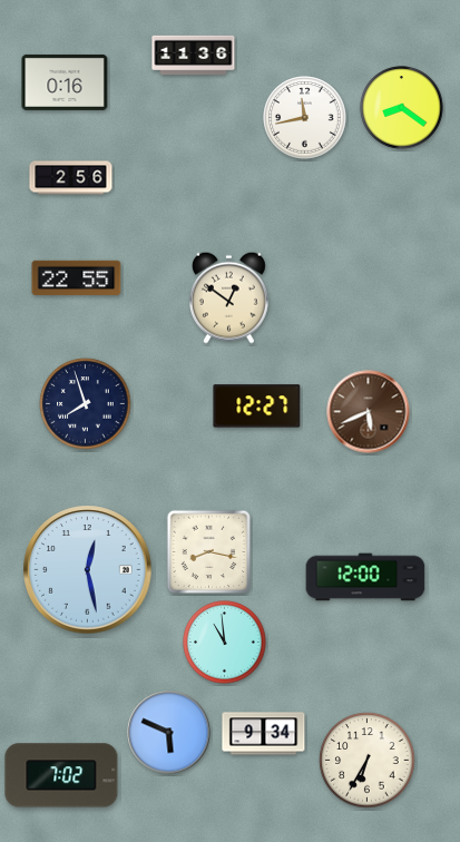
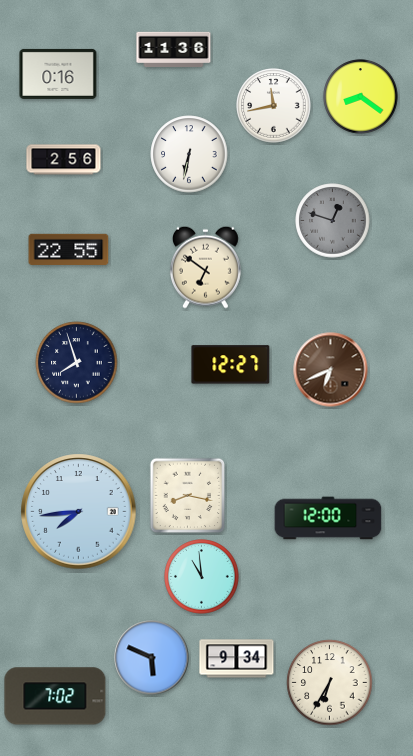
clock at (189, 154): none -> 6:32
clock at (333, 221): none -> 12:48
clock at (228, 297): 12:51 -> 6:51
clock at (369, 412): 5:41 -> 6:41
clock at (88, 570): 12:28 -> 7:44
